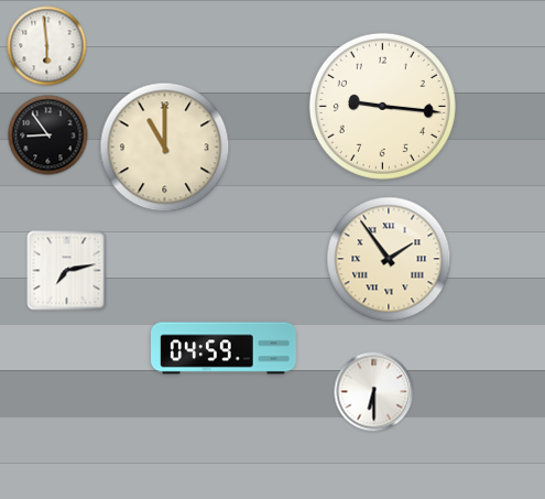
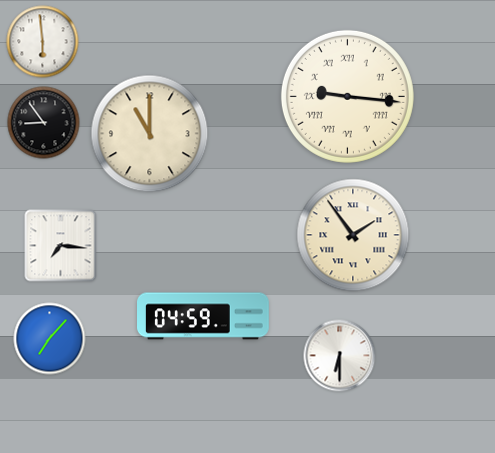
clock at (382, 106) numerals: Arabic -> Roman
clock at (67, 271): 7:13 -> 7:16
clock at (50, 339): none -> 7:07
